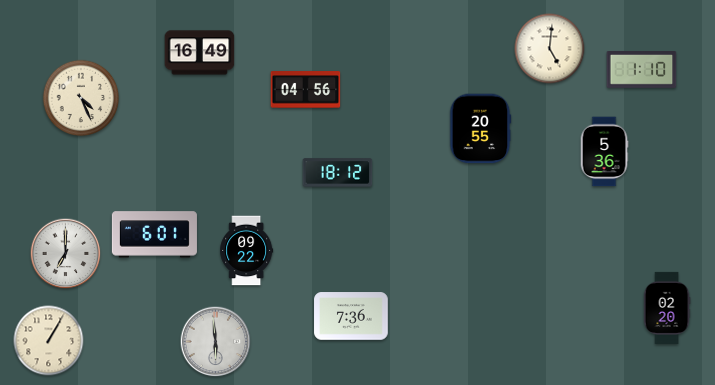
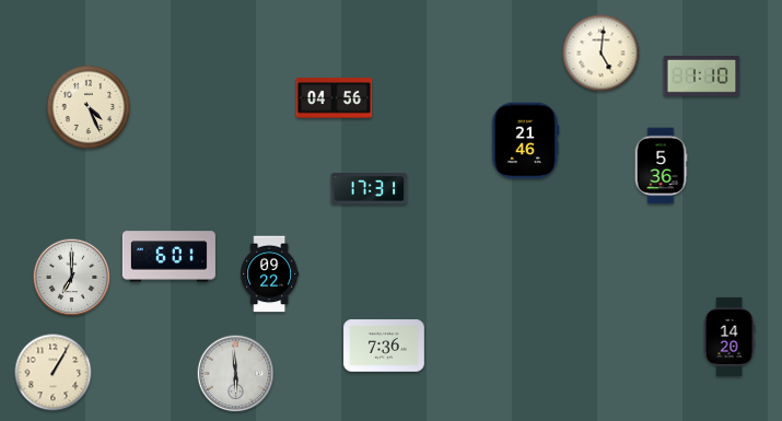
clock at (200, 53): 16:49 -> none
clock at (480, 129): 20:55 -> 21:46
clock at (338, 173): 18:12 -> 17:31
clock at (667, 308): 02:20 -> 14:20
